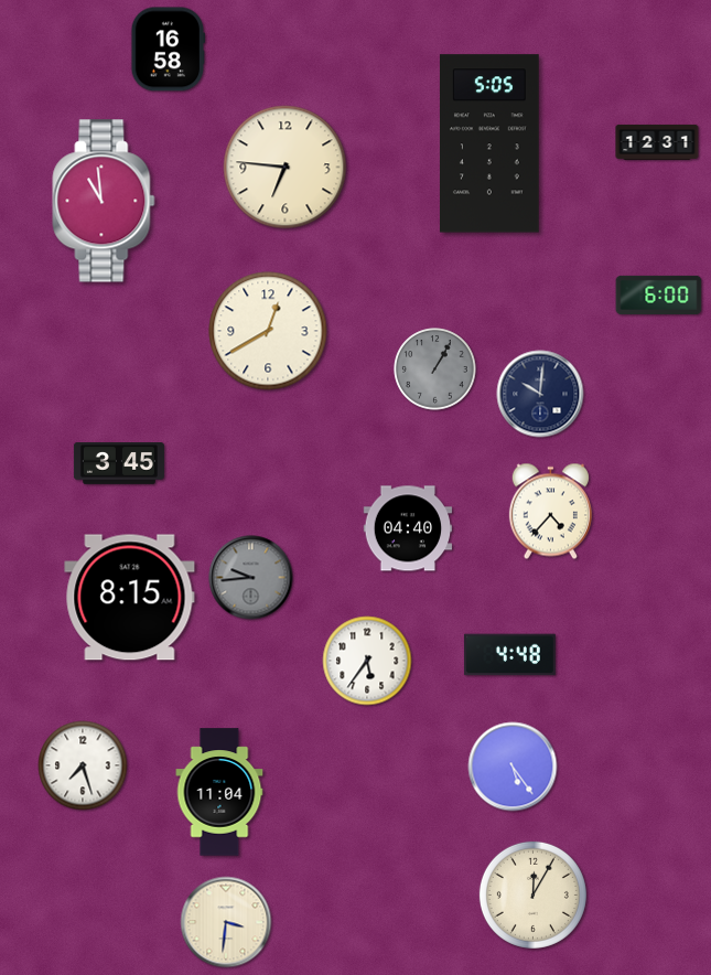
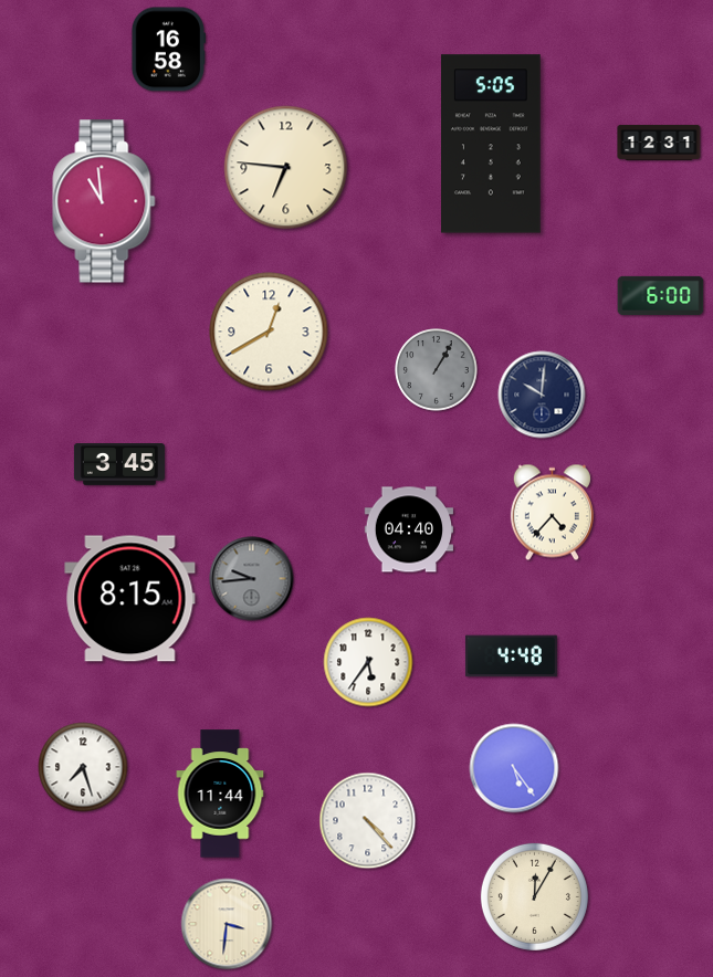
clock at (219, 792): 11:04 -> 11:44
clock at (368, 821): none -> 4:23
